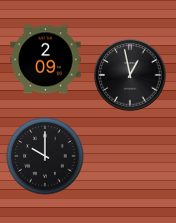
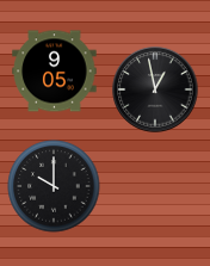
clock at (46, 60): 2:09 -> 9:05
